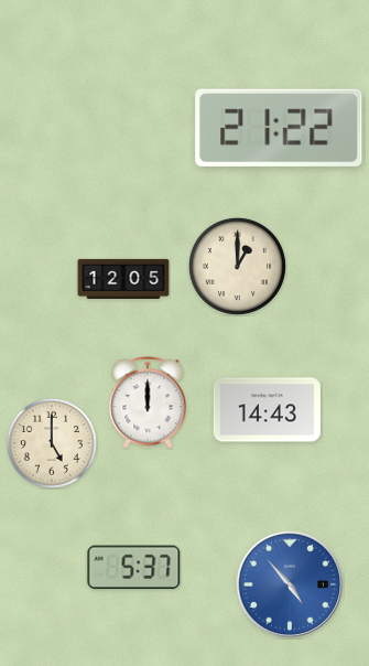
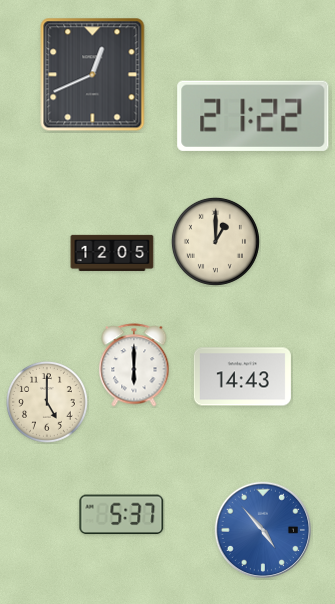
clock at (93, 75): none -> 12:41
clock at (148, 402): 12:00 -> 6:00
clock at (267, 410) position: (267, 410) -> (242, 377)
